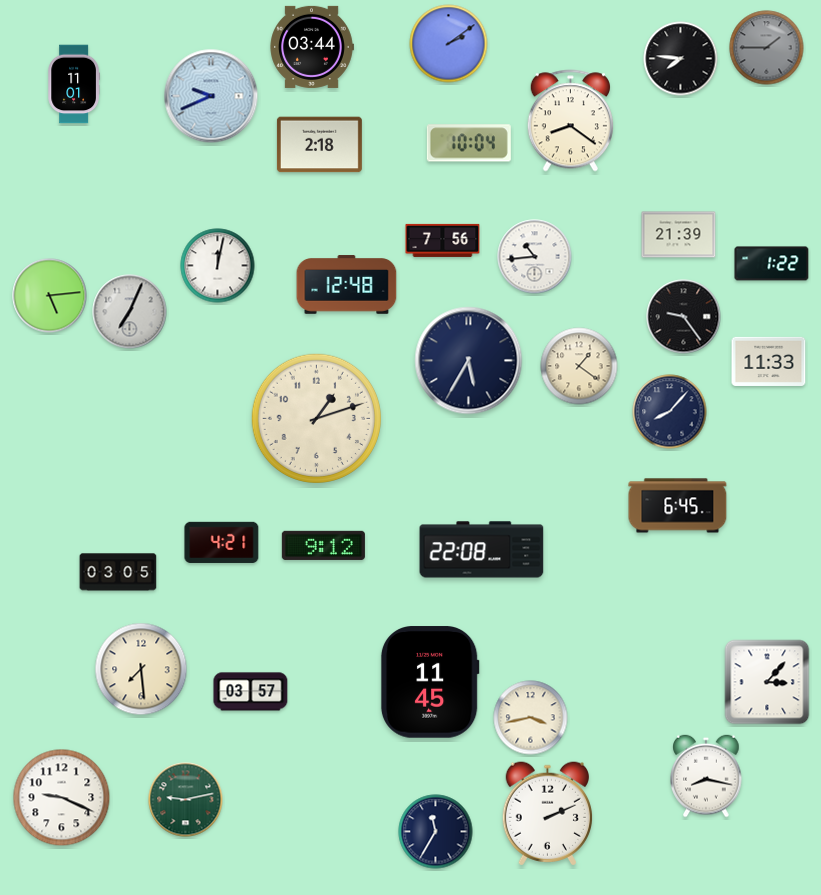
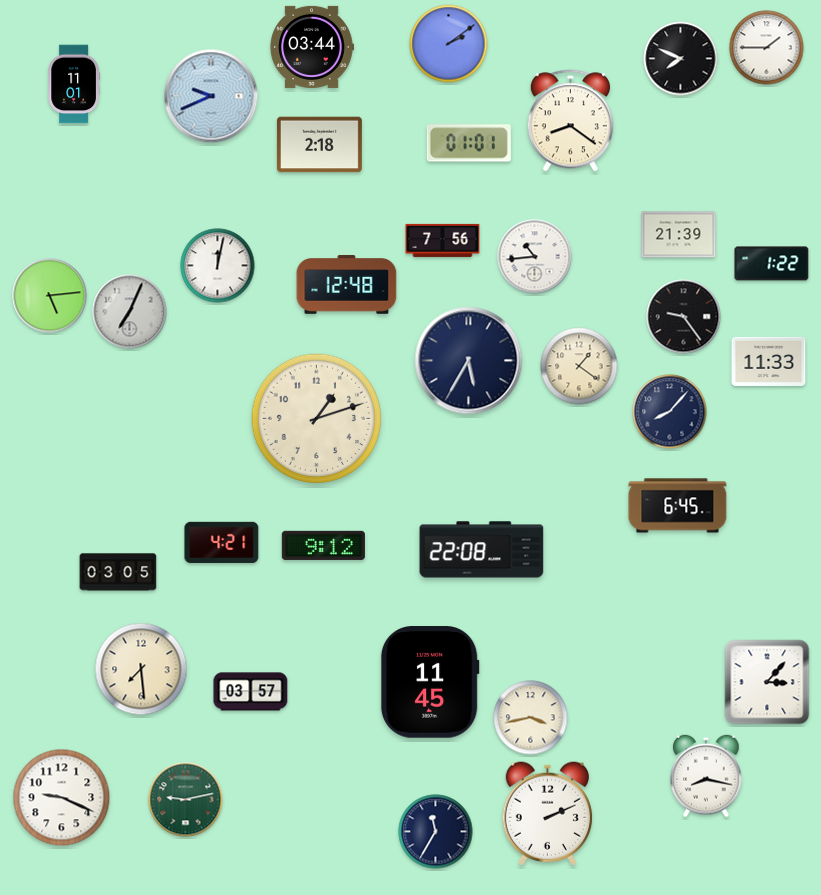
clock at (767, 48) dial: grey -> white
clock at (681, 59): 7:46 -> 7:49
clock at (469, 143): 10:04 -> 01:01
